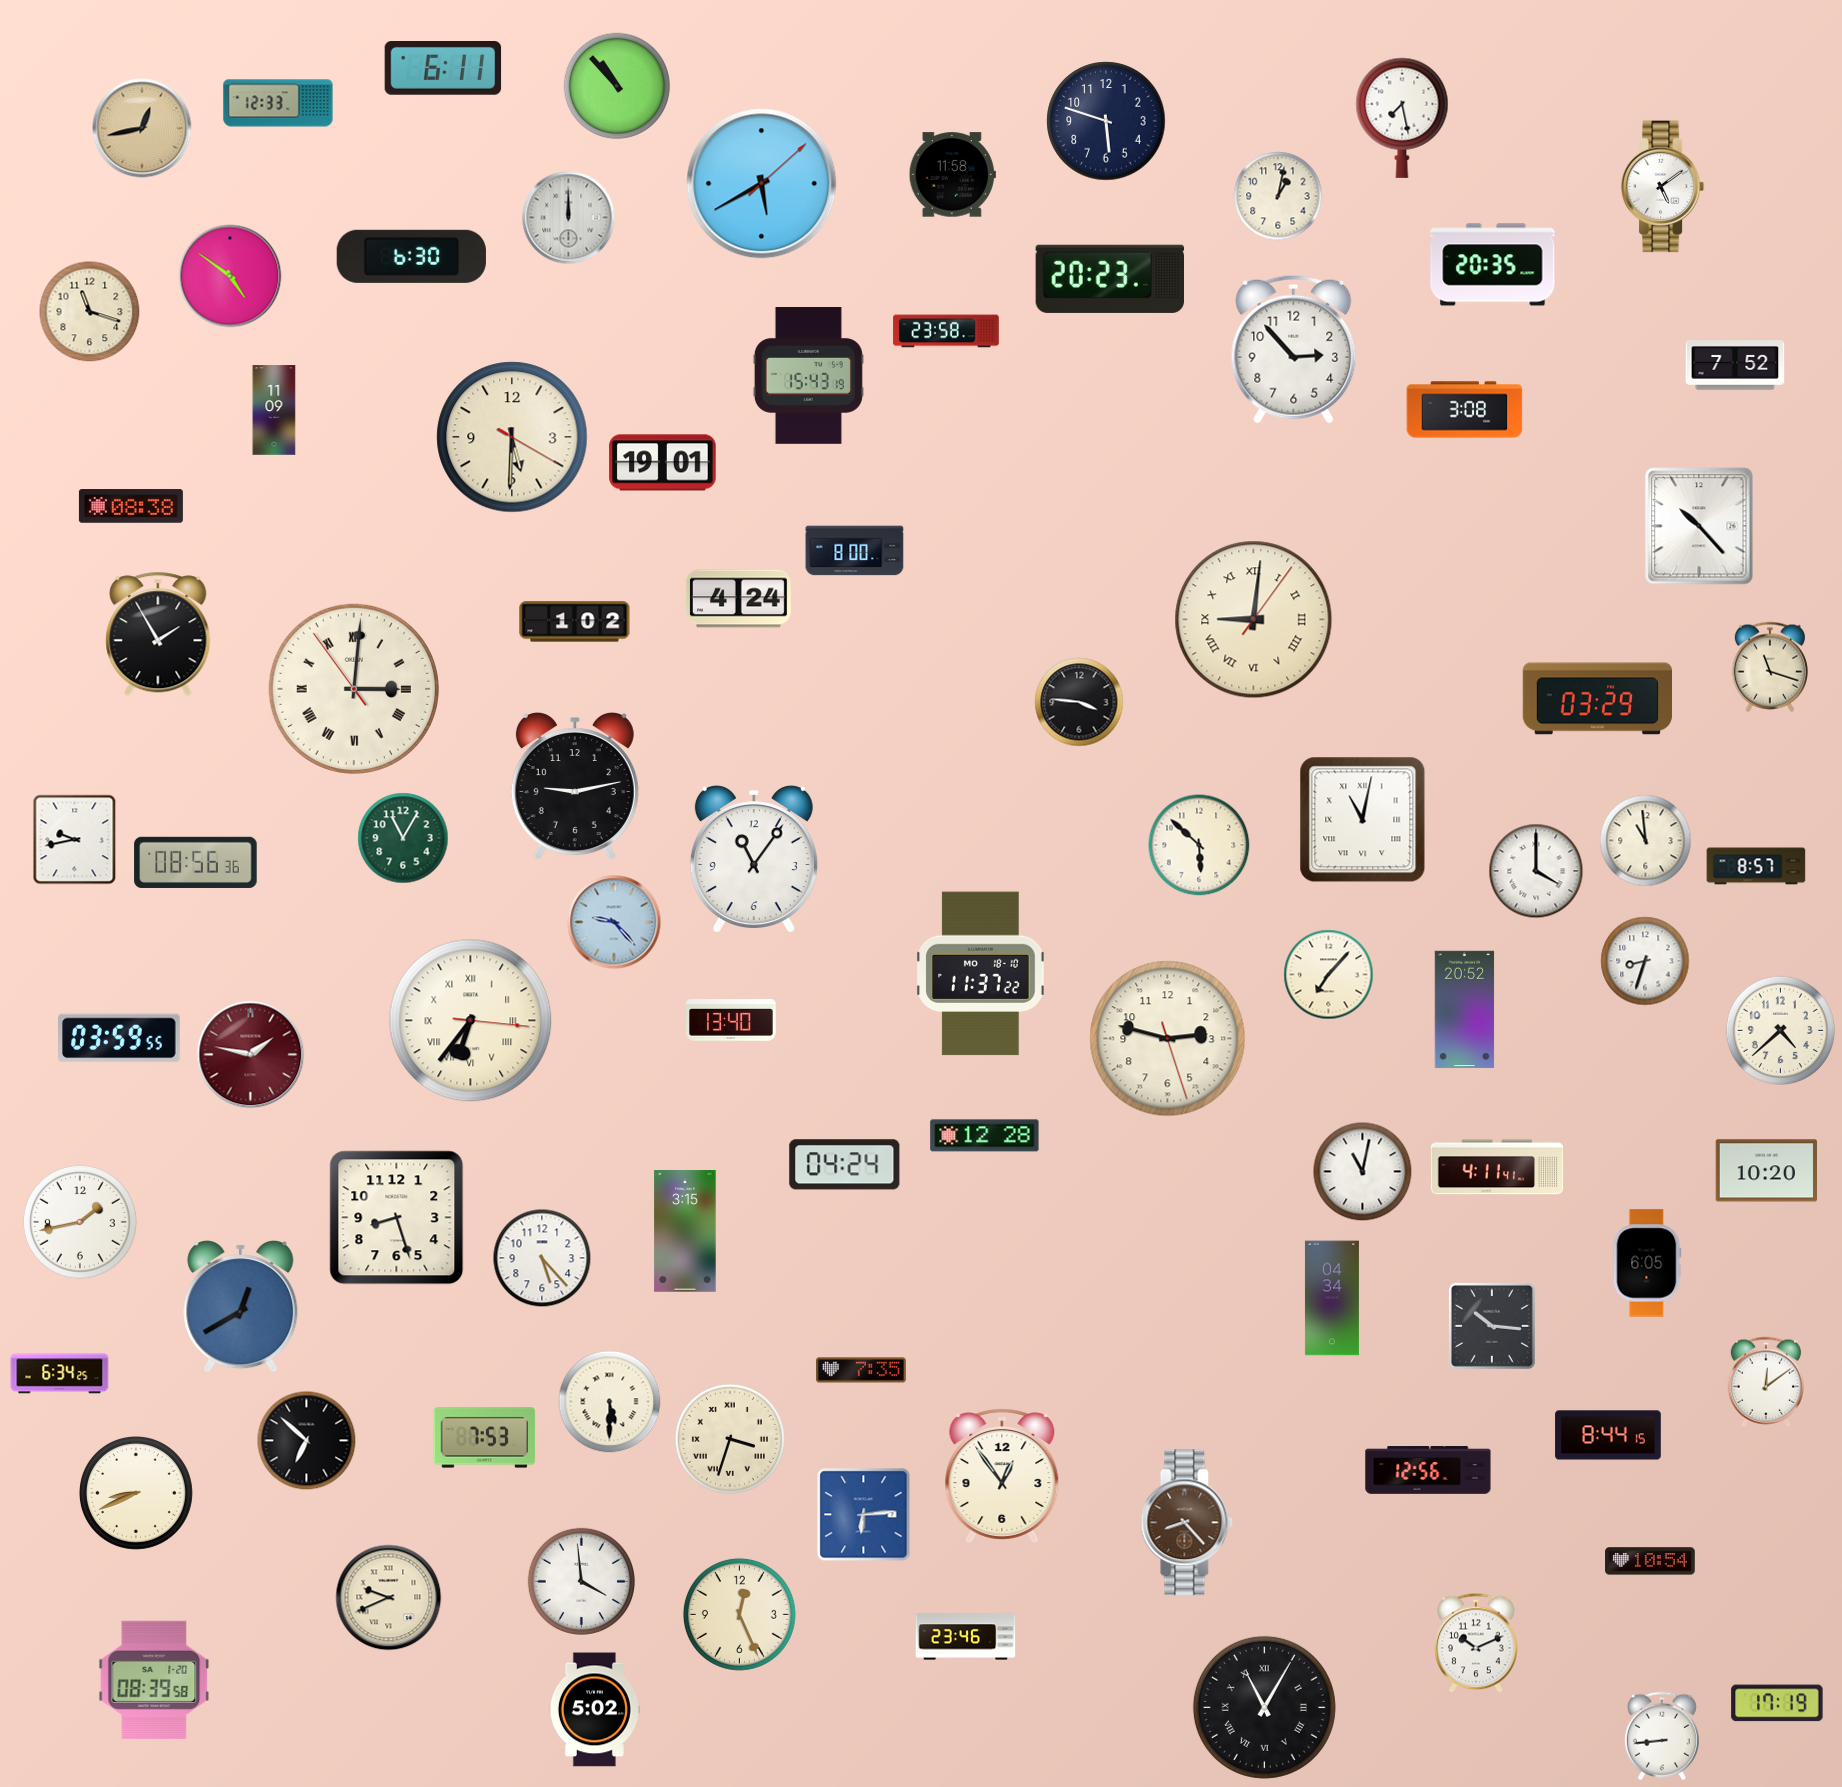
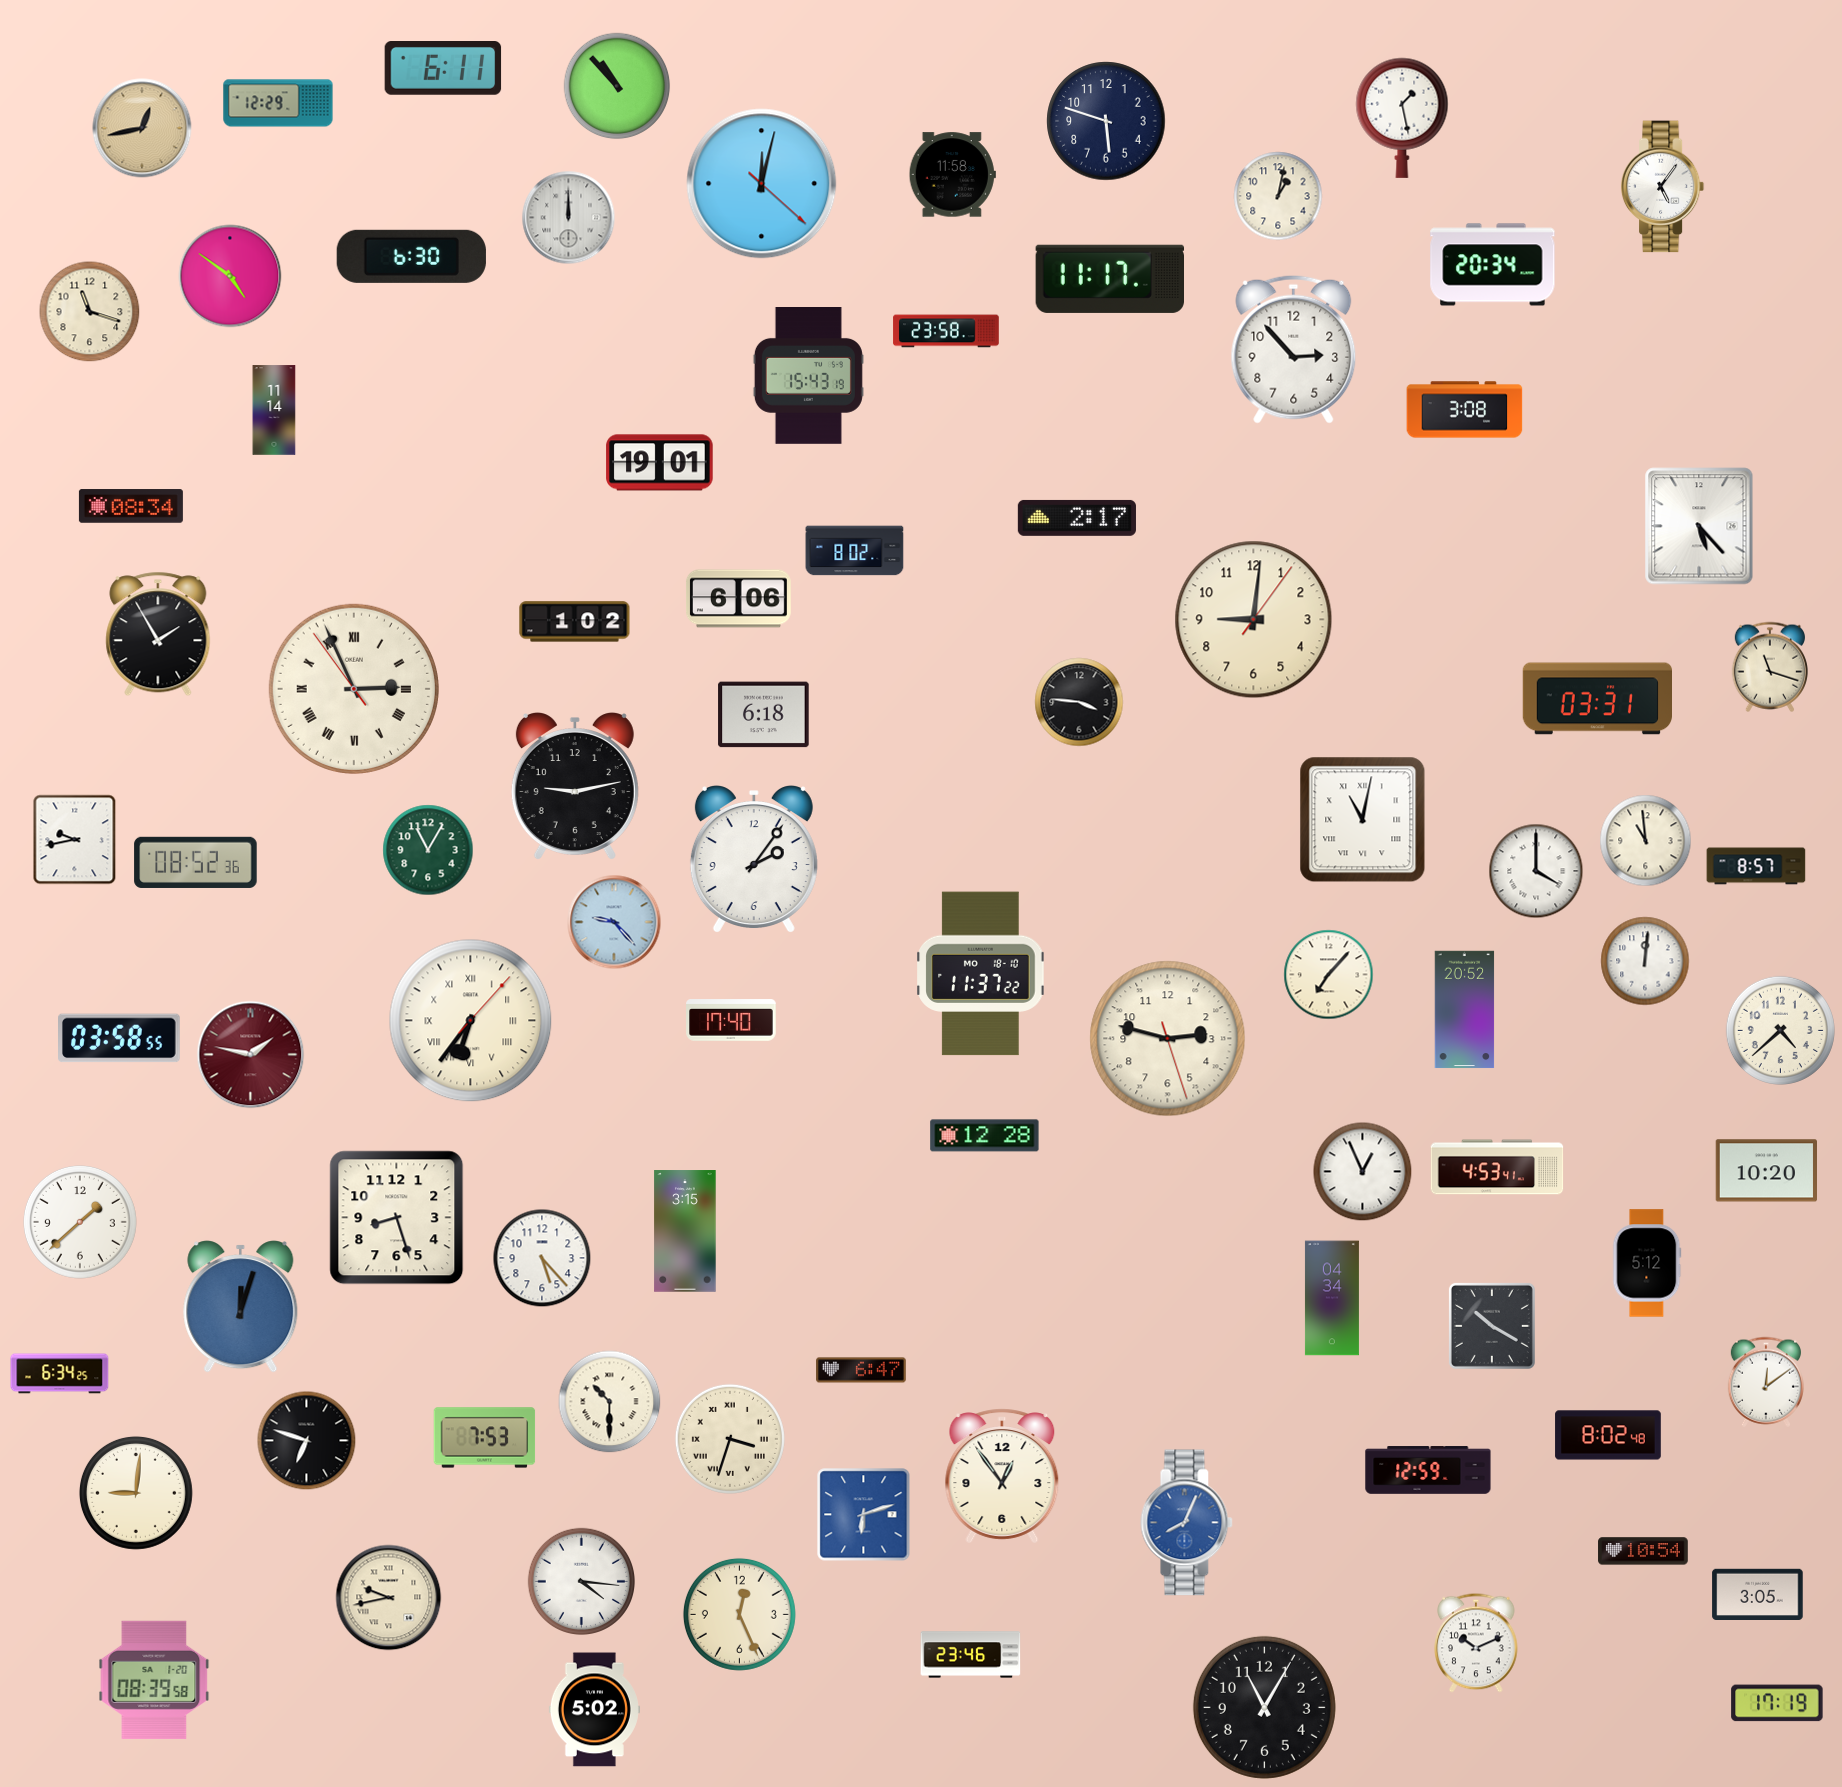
clock at (278, 103): 12:33 -> 12:29
clock at (1402, 118): 7:28 -> 1:28
clock at (762, 184): 5:40 -> 12:02
clock at (1663, 187): 5:09 -> 5:06
clock at (1493, 265): 20:35 -> 20:34
clock at (1109, 279): 20:23 -> 11:17
clock at (1735, 365): 7:52 -> none
clock at (274, 410): 11:09 -> 11:14
clock at (512, 437): 5:30 -> none
clock at (663, 463) position: (663, 463) -> (660, 463)
clock at (131, 506): 08:38 -> 08:34
clock at (1077, 518): none -> 2:17
clock at (1699, 526): 10:23 -> 5:23
clock at (855, 551): 8:00 -> 8:02
clock at (739, 599): 4:24 -> 6:06
clock at (1254, 620) numerals: Roman -> Arabic
clock at (354, 689): 3:00 -> 2:55
clock at (1597, 699): 03:29 -> 03:31
clock at (764, 715): none -> 6:18
clock at (403, 838) position: (403, 838) -> (428, 850)
clock at (1199, 845): 5:52 -> none
clock at (754, 859): 11:06 -> 2:06
clock at (196, 862): 08:56 -> 08:52
clock at (1645, 961): 8:33 -> 12:01
clock at (731, 1020): 13:40 -> 17:40
clock at (471, 1021): 6:36:16 -> 6:36:07
clock at (120, 1038): 03:59 -> 03:58
clock at (845, 1165): 04:24 -> none
clock at (1497, 1167): 4:11 -> 4:53
clock at (1363, 1172): 11:02 -> 12:56
clock at (80, 1222): 1:43 -> 1:38
clock at (1647, 1263): 6:05 -> 5:12
clock at (241, 1307): 12:40 -> 12:03
clock at (1492, 1326): 10:16 -> 10:20
clock at (861, 1370): 7:35 -> 6:47
clock at (610, 1402): 5:30 -> 10:30
clock at (1608, 1435): 8:44 -> 8:02
clock at (307, 1441): 6:52 -> 6:48
clock at (1428, 1470): 12:56 -> 12:59
clock at (136, 1493): 8:41 -> 9:01
clock at (864, 1515): 6:14 -> 6:12
clock at (1187, 1523): 8:23 -> 8:04
clock at (1187, 1523) dial: brown -> blue
clock at (1650, 1561) position: (1650, 1561) -> (1643, 1551)
clock at (581, 1581): 3:59 -> 4:16
clock at (1758, 1595): none -> 3:05
clock at (389, 1598): 9:41 -> 9:43
clock at (966, 1637) position: (966, 1637) -> (971, 1655)
clock at (1264, 1707) numerals: Roman -> Arabic
clock at (1662, 1736): 8:44 -> none
